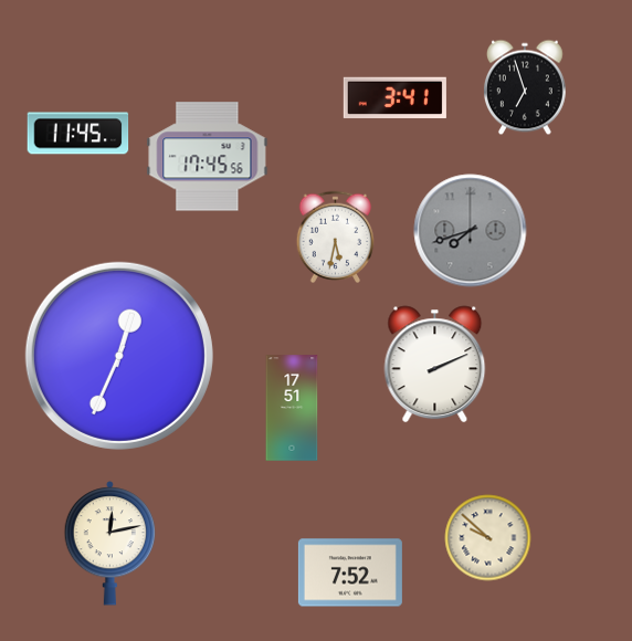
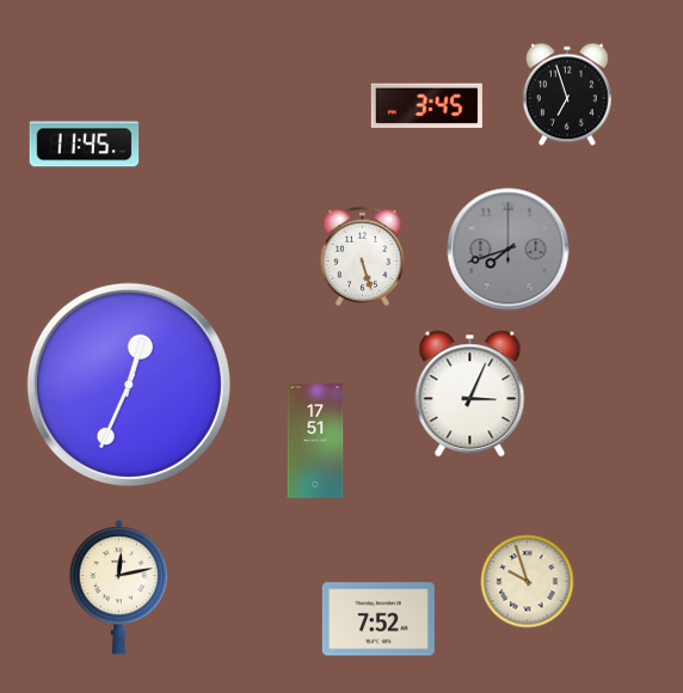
clock at (394, 98): 3:41 -> 3:45
clock at (208, 157): 17:45 -> none
clock at (336, 237): 5:32 -> 5:27
clock at (435, 365): 2:11 -> 3:04
clock at (488, 538): 9:52 -> 9:57
